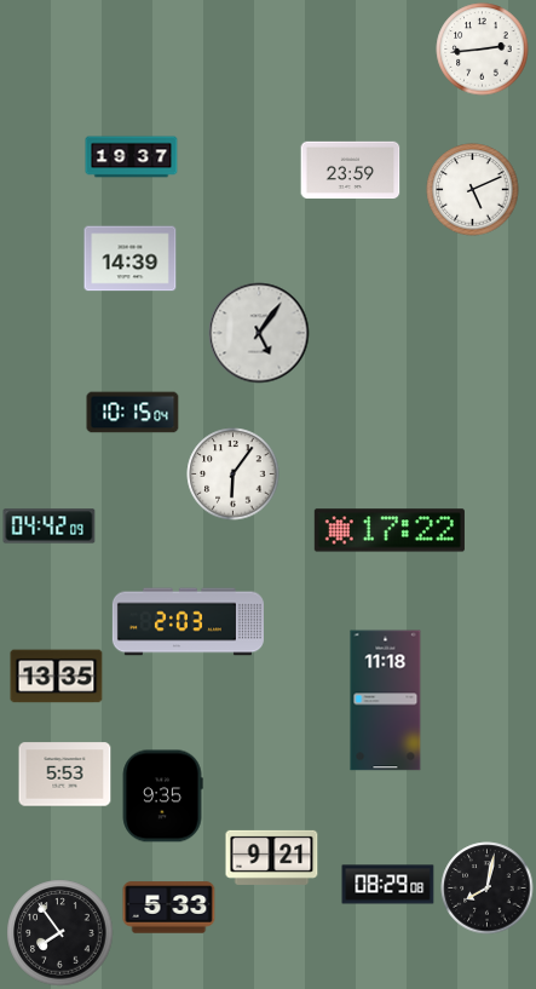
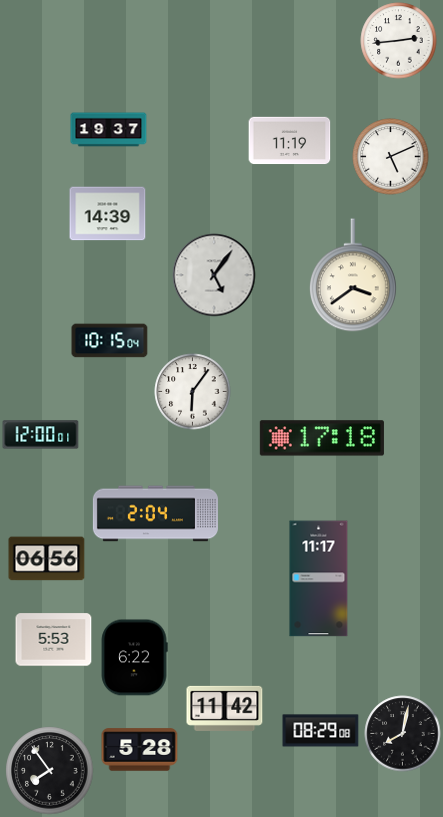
clock at (351, 171): 23:59 -> 11:19
clock at (353, 275): none -> 3:39
clock at (50, 527): 04:42 -> 12:00
clock at (390, 530): 17:22 -> 17:18
clock at (188, 622): 2:03 -> 2:04
clock at (57, 677): 13:35 -> 06:56
clock at (386, 701): 11:18 -> 11:17
clock at (162, 797): 9:35 -> 6:22
clock at (272, 857): 9:21 -> 11:42
clock at (169, 908): 5:33 -> 5:28
